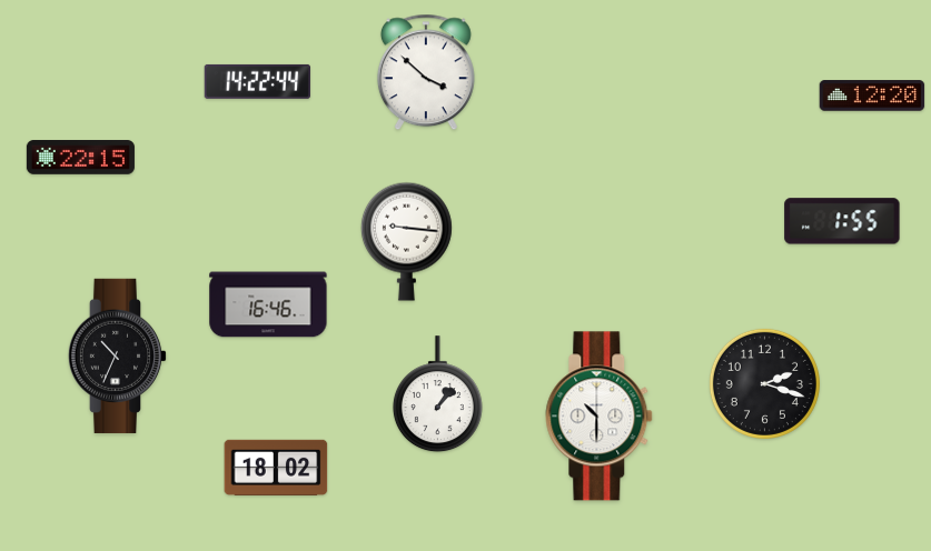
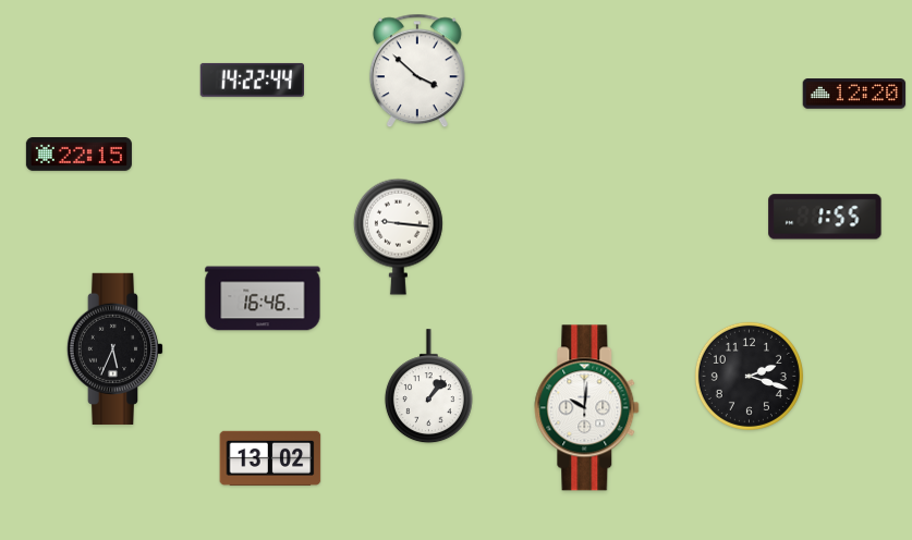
clock at (118, 355): 10:34 -> 5:34
clock at (600, 417): 10:30 -> 10:01
clock at (276, 468): 18:02 -> 13:02
